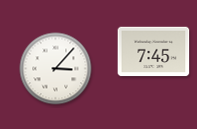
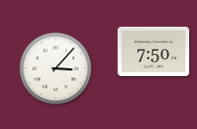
clock at (154, 52): 7:45 -> 7:50
